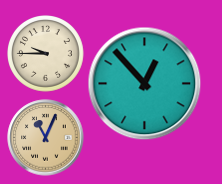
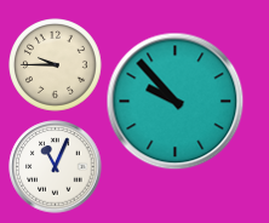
clock at (145, 84): 12:53 -> 9:53
clock at (46, 138) dial: champagne -> white
